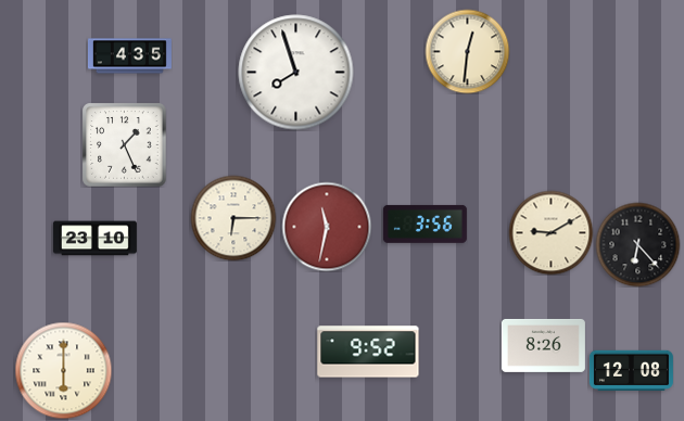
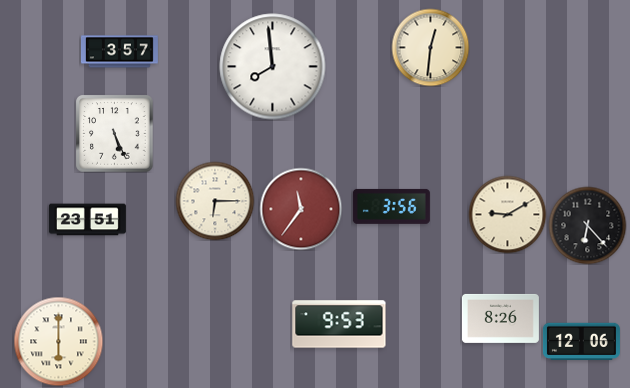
clock at (129, 56): 4:35 -> 3:57
clock at (296, 73): 7:57 -> 7:59
clock at (124, 144): 1:26 -> 5:26
clock at (327, 227): 11:32 -> 11:36
clock at (94, 239): 23:10 -> 23:51
clock at (368, 352): 9:52 -> 9:53
clock at (631, 371): 12:08 -> 12:06
